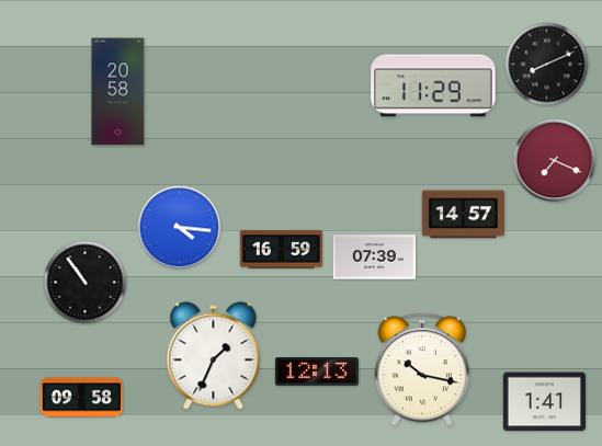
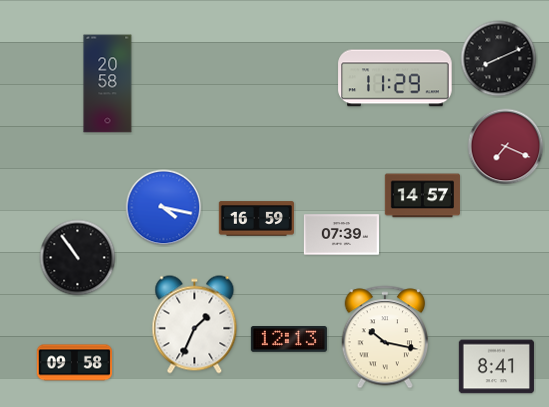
clock at (180, 228): 4:16 -> 4:17
clock at (281, 250) position: (281, 250) -> (256, 219)
clock at (544, 402): 1:41 -> 8:41
